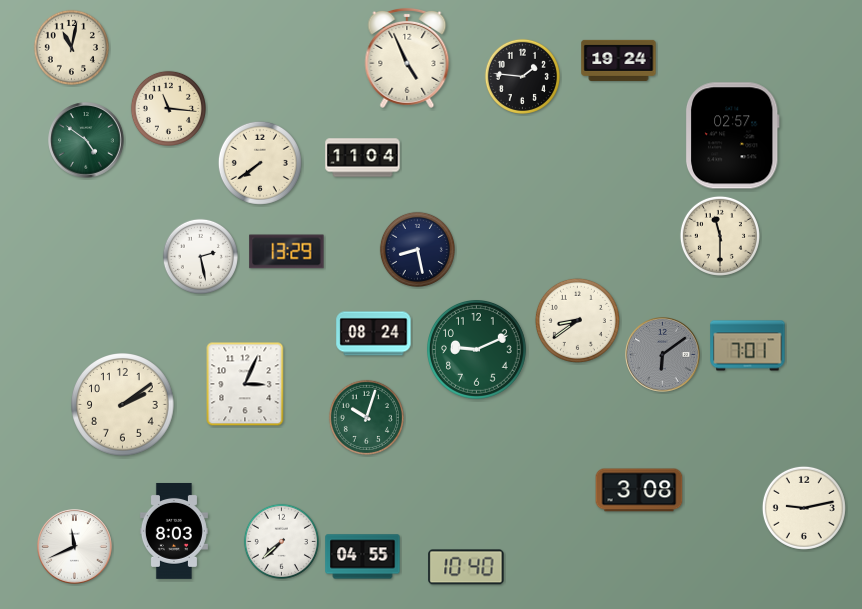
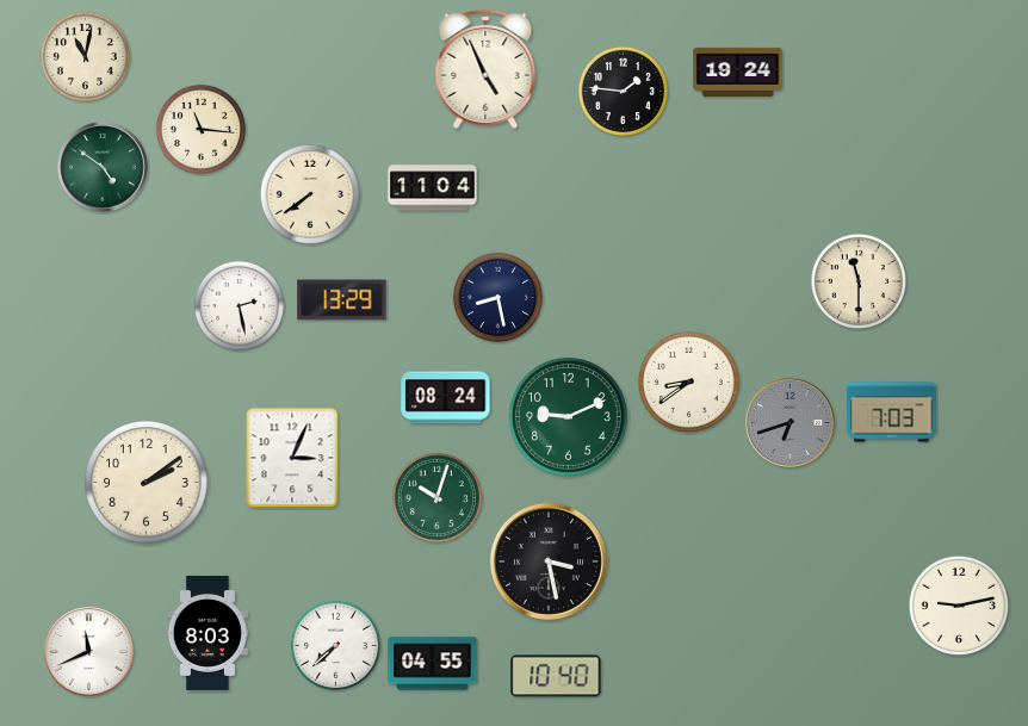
clock at (732, 136): 02:57 -> none
clock at (748, 346): 7:01 -> 7:03
clock at (663, 355): 6:09 -> 6:42
clock at (549, 561): none -> 3:28
clock at (639, 490): 3:08 -> none
